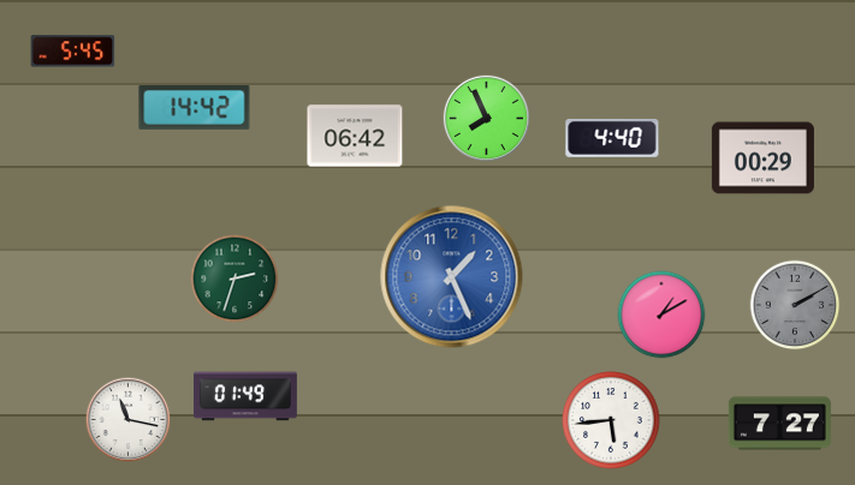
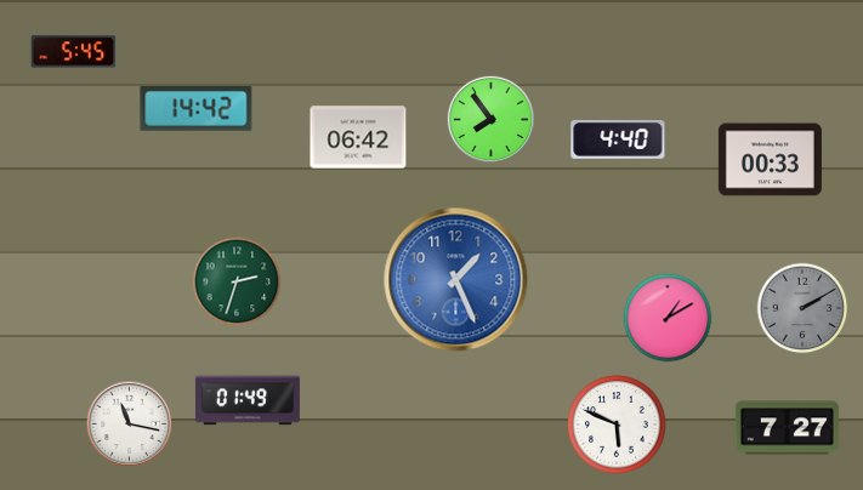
clock at (486, 118): 7:56 -> 7:54
clock at (762, 158): 00:29 -> 00:33
clock at (611, 420): 5:44 -> 5:49
